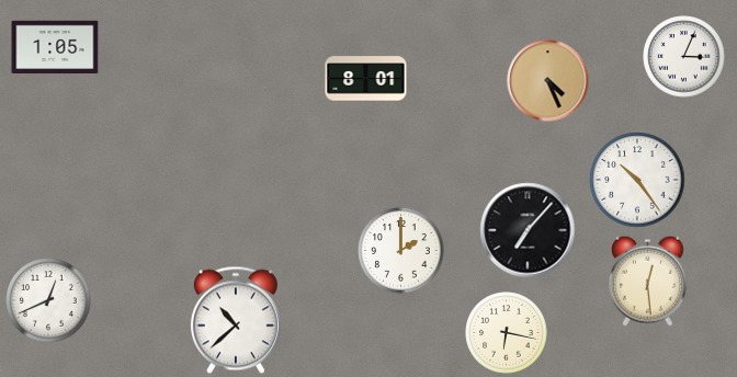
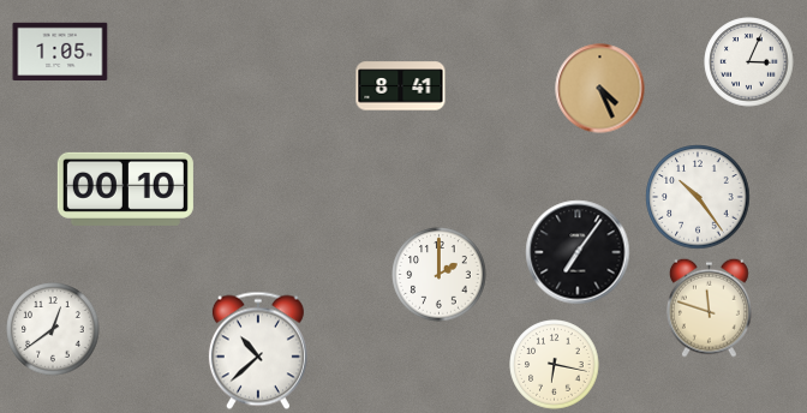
clock at (366, 79): 8:01 -> 8:41
clock at (125, 188): none -> 00:10
clock at (528, 230): 7:07 -> 7:06
clock at (647, 281): 12:29 -> 11:48
clock at (48, 300): 12:41 -> 12:39
